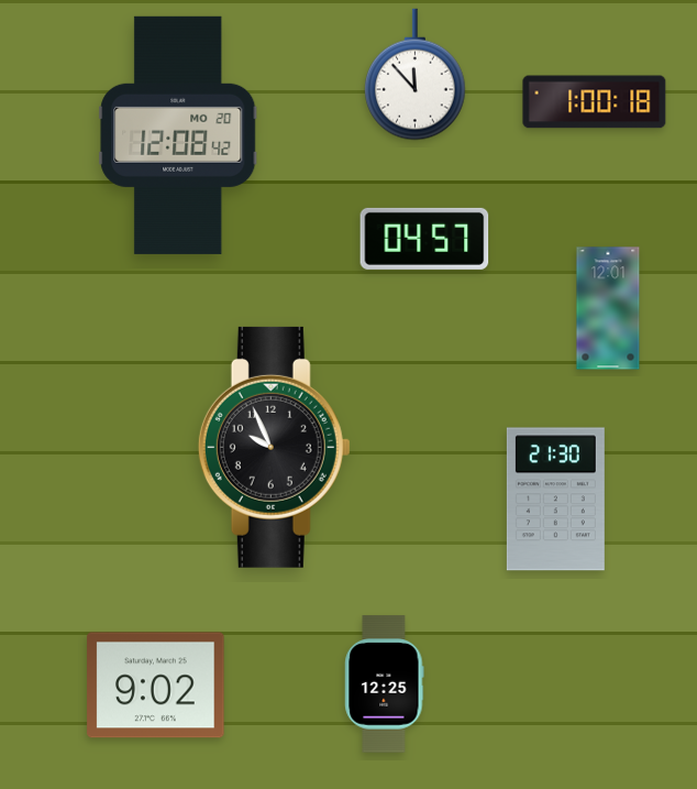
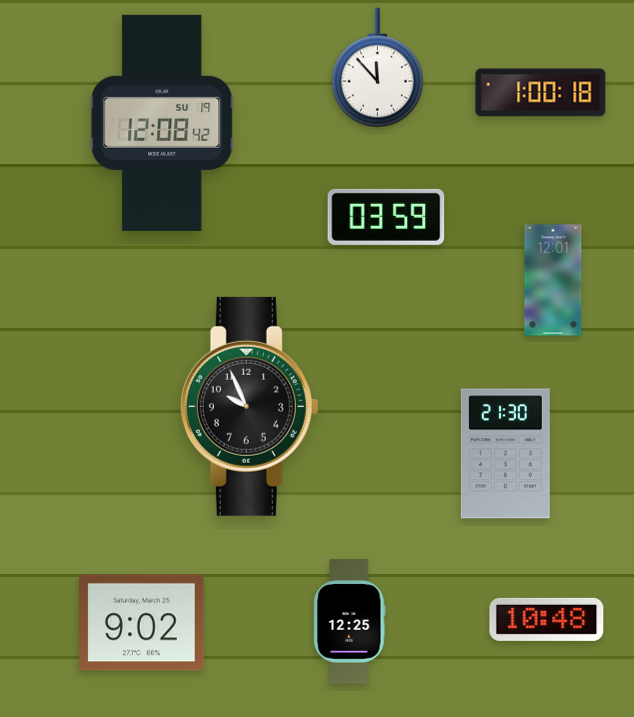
clock at (178, 135) date: MO 20 -> SU 19
clock at (424, 239): 04:57 -> 03:59
clock at (547, 619): none -> 10:48
